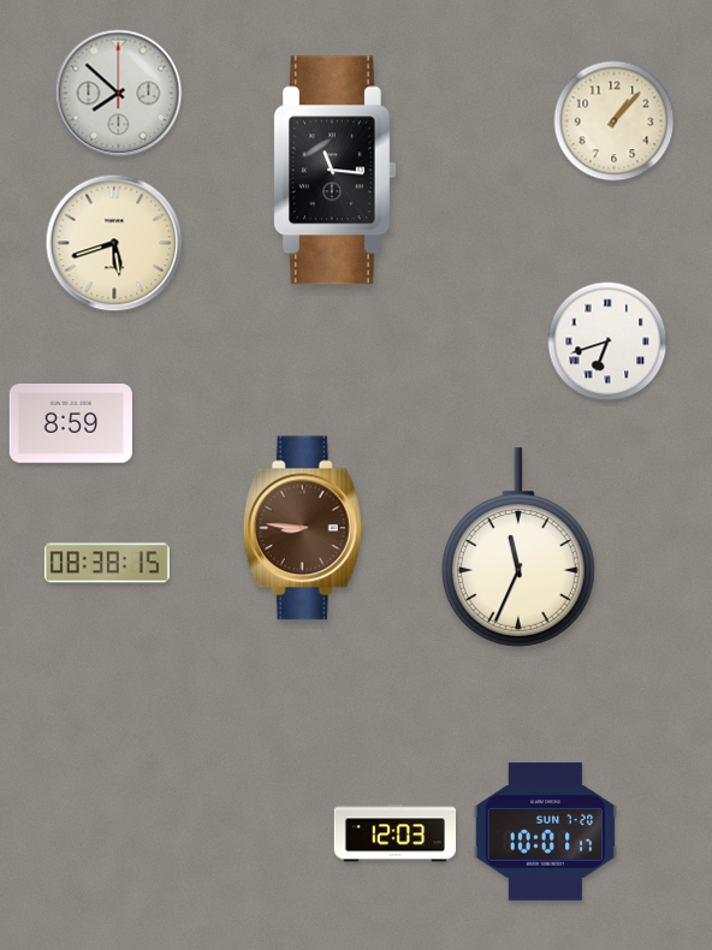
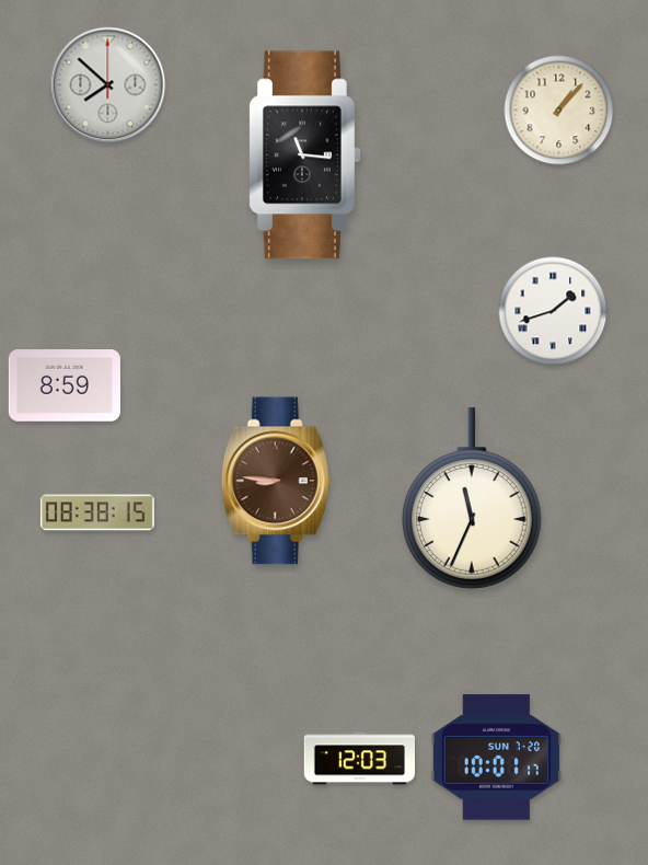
clock at (114, 243): 5:42 -> none
clock at (607, 342): 6:42 -> 1:42
